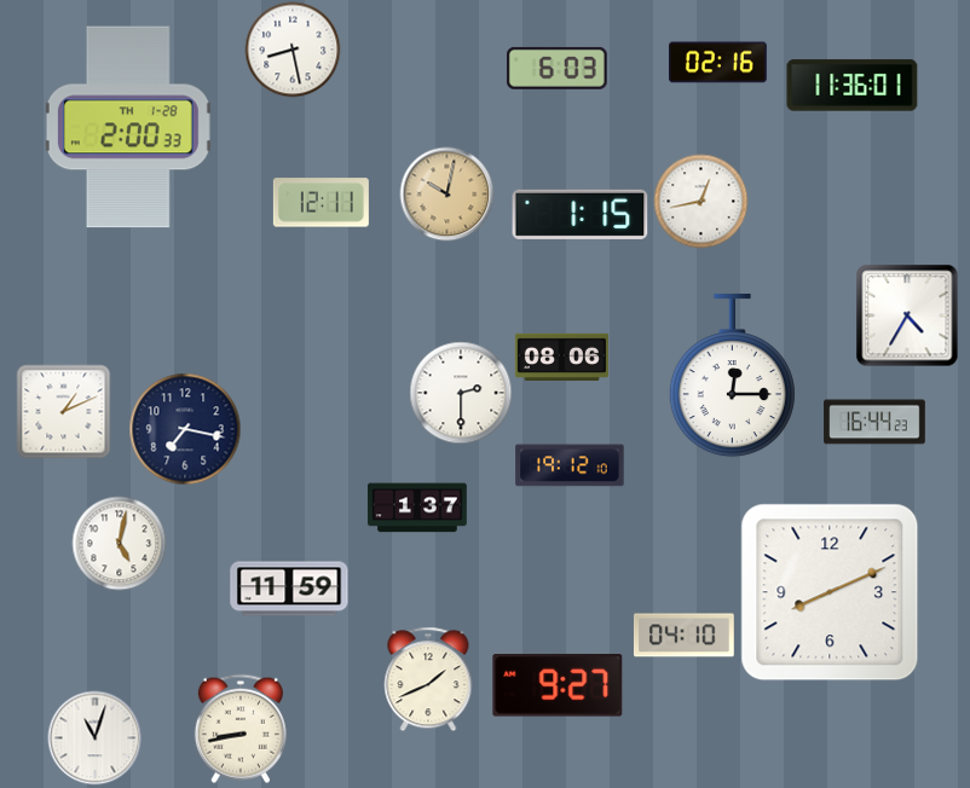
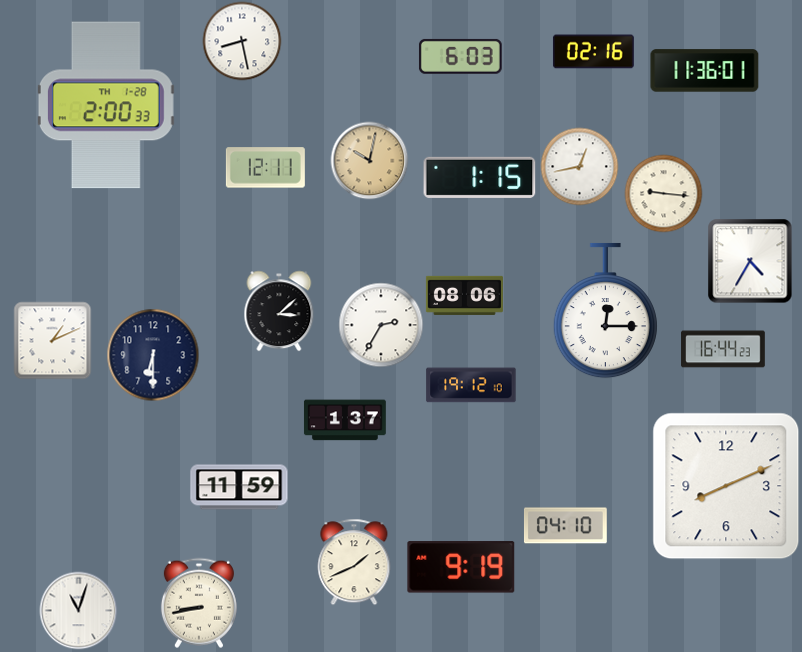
clock at (663, 193): none -> 9:16
clock at (279, 311): none -> 3:08
clock at (461, 393): 2:30 -> 2:35
clock at (185, 429): 7:17 -> 6:30
clock at (119, 543): 5:02 -> none
clock at (830, 592) position: (830, 592) -> (726, 486)
clock at (558, 685): 9:27 -> 9:19
